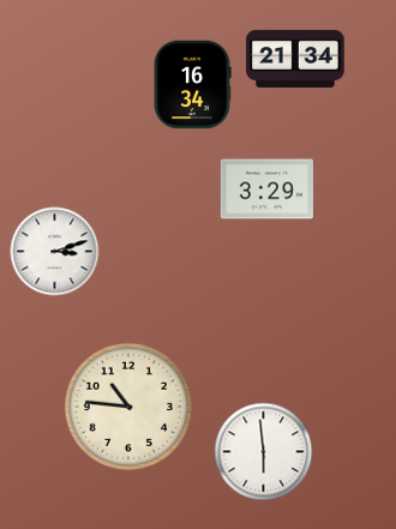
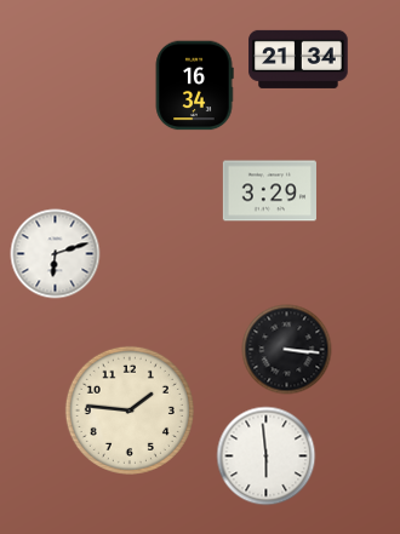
clock at (55, 252): 3:12 -> 6:12
clock at (287, 350): none -> 3:16
clock at (128, 407): 10:46 -> 1:46
